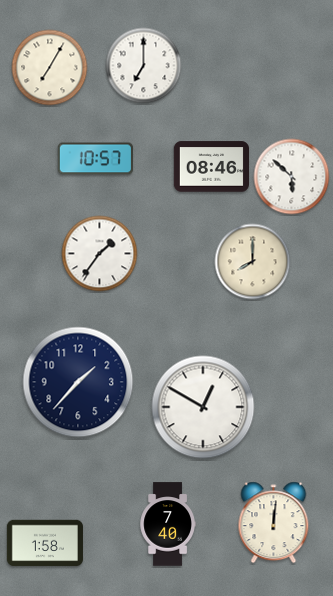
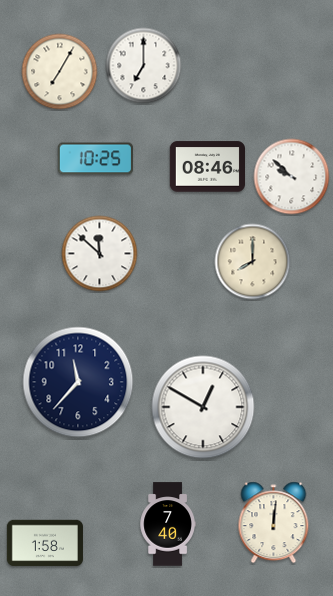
clock at (50, 68) position: (50, 68) -> (60, 72)
clock at (95, 159): 10:57 -> 10:25
clock at (211, 167) position: (211, 167) -> (207, 167)
clock at (292, 177): 5:52 -> 9:52
clock at (100, 254): 1:36 -> 11:52
clock at (78, 382): 1:37 -> 11:37
